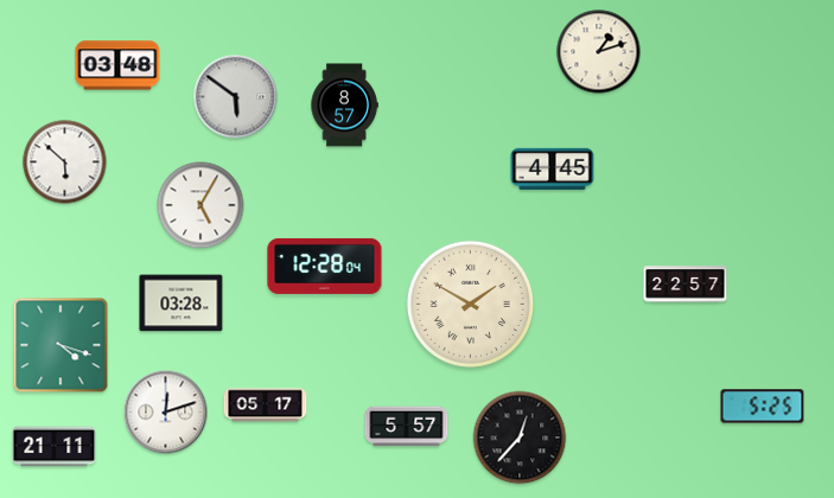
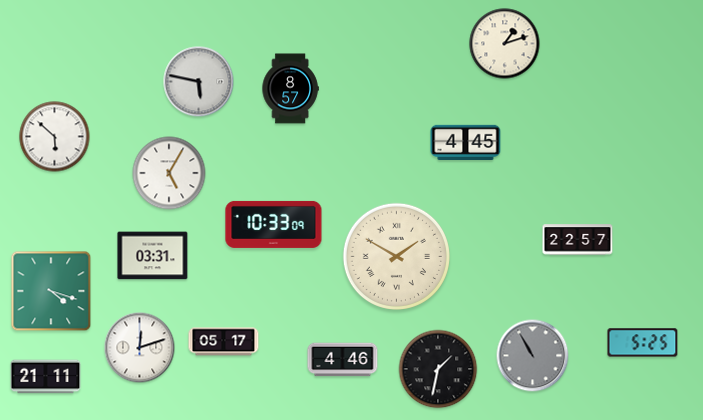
clock at (117, 65): 03:48 -> none
clock at (236, 97): 5:51 -> 5:47
clock at (325, 266): 12:28 -> 10:33
clock at (182, 304): 03:28 -> 03:31
clock at (533, 356): none -> 10:55
clock at (407, 427): 5:57 -> 4:46
clock at (520, 438): 12:37 -> 1:32
